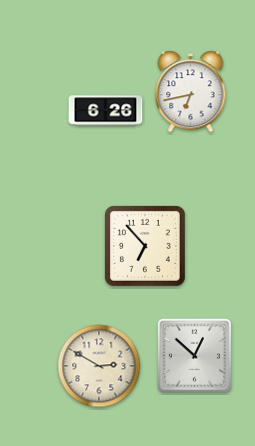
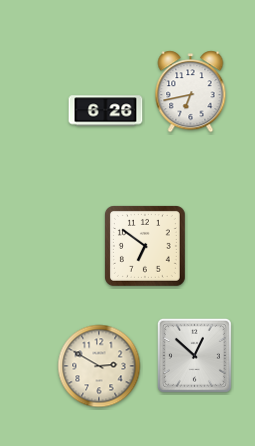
clock at (145, 246): 6:53 -> 6:51
